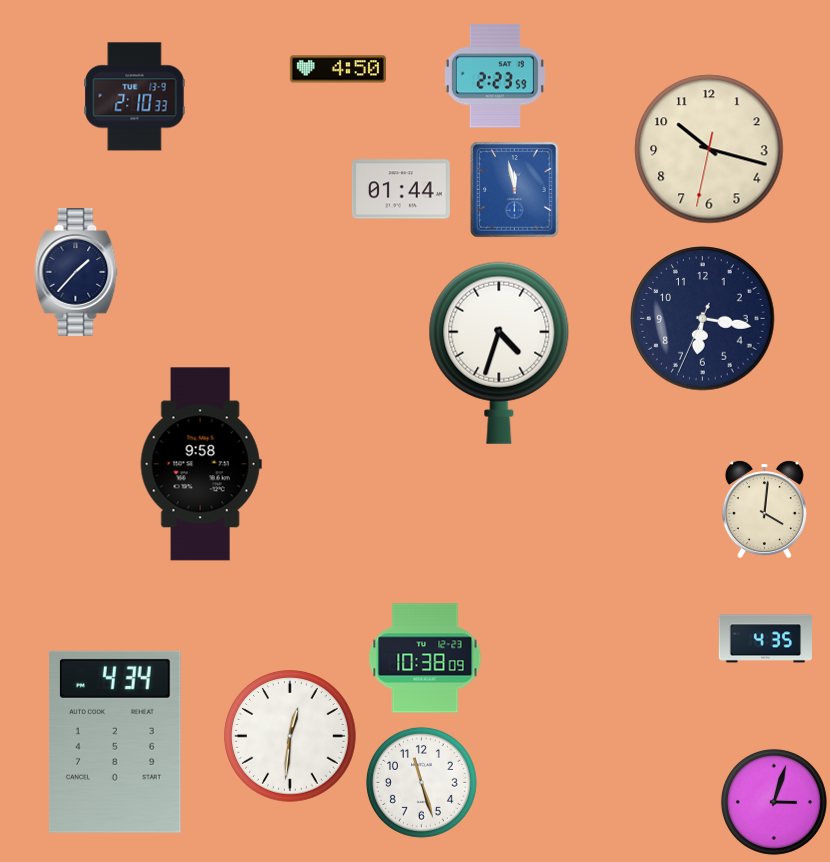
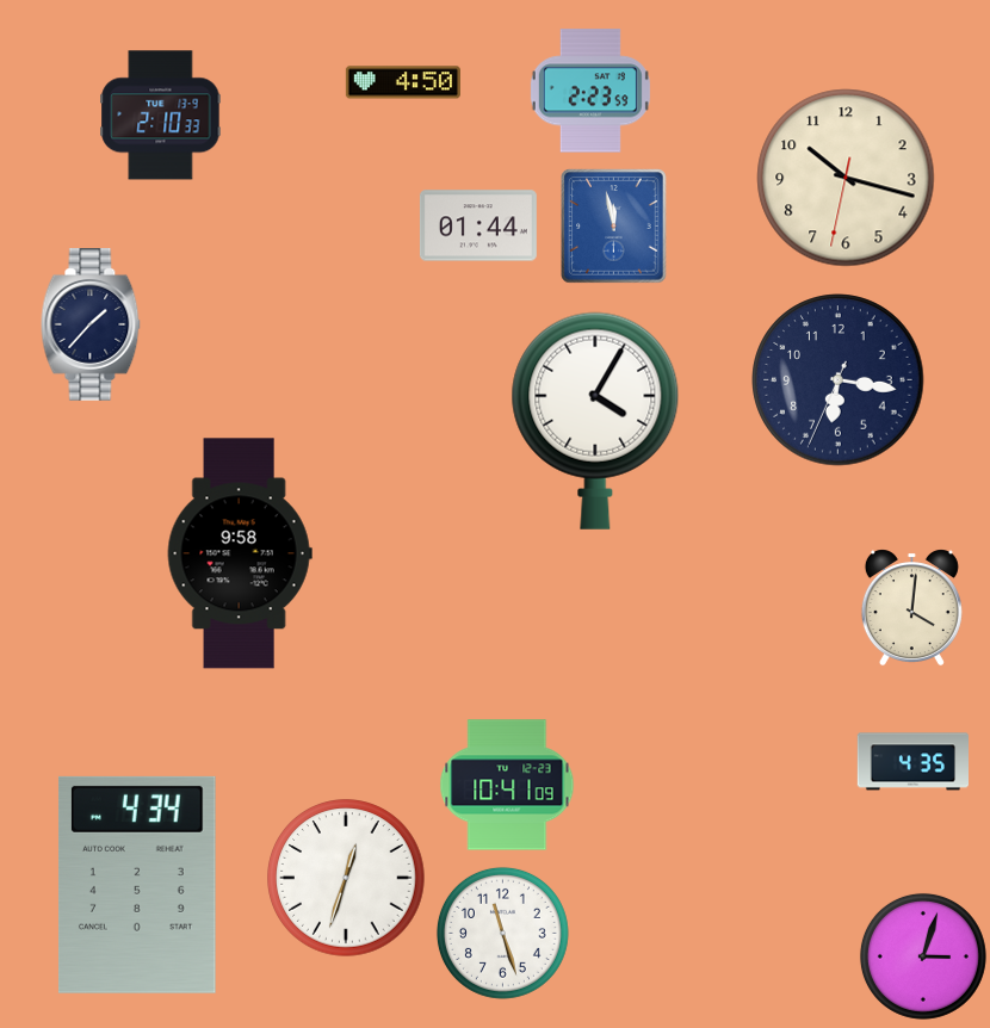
clock at (499, 353): 4:33 -> 4:05
clock at (425, 658): 10:38 -> 10:41
clock at (290, 736): 12:31 -> 12:33
